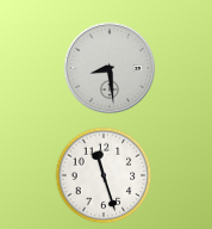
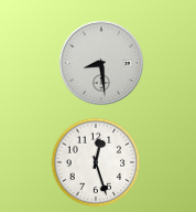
clock at (104, 175): 11:27 -> 12:27
